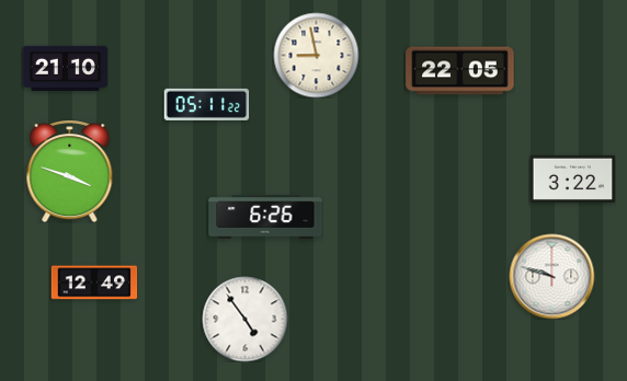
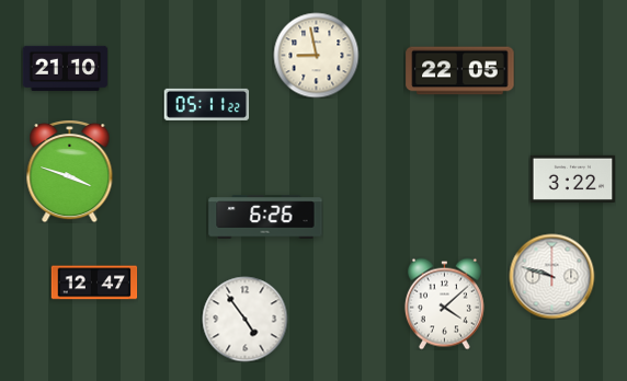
clock at (94, 282): 12:49 -> 12:47
clock at (444, 303): none -> 4:08
